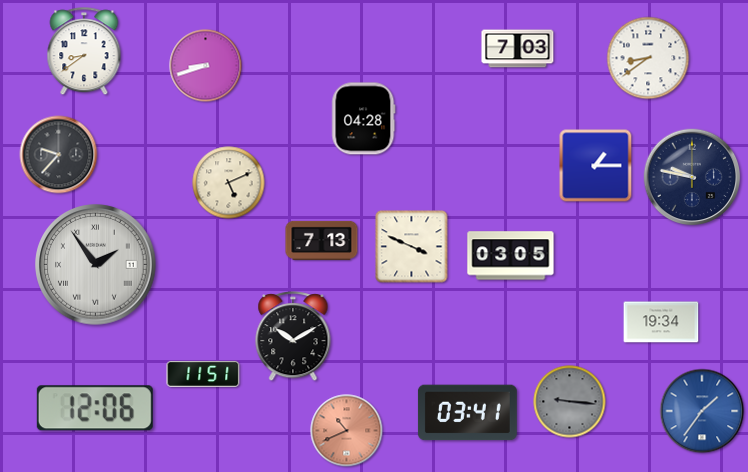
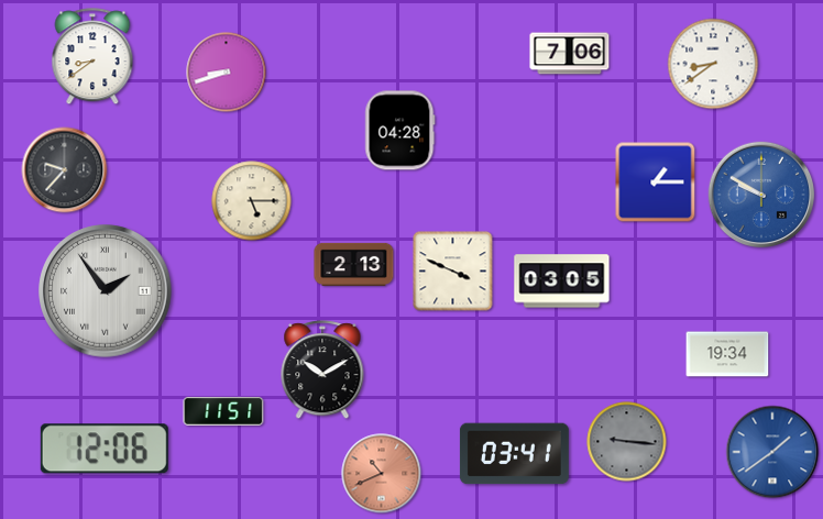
clock at (518, 49): 7:03 -> 7:06
clock at (692, 177): 9:47 -> 9:50
clock at (692, 177) dial: navy -> blue
clock at (229, 183): 5:11 -> 5:15
clock at (322, 240): 7:13 -> 2:13
clock at (702, 411): 1:36 -> 1:39
